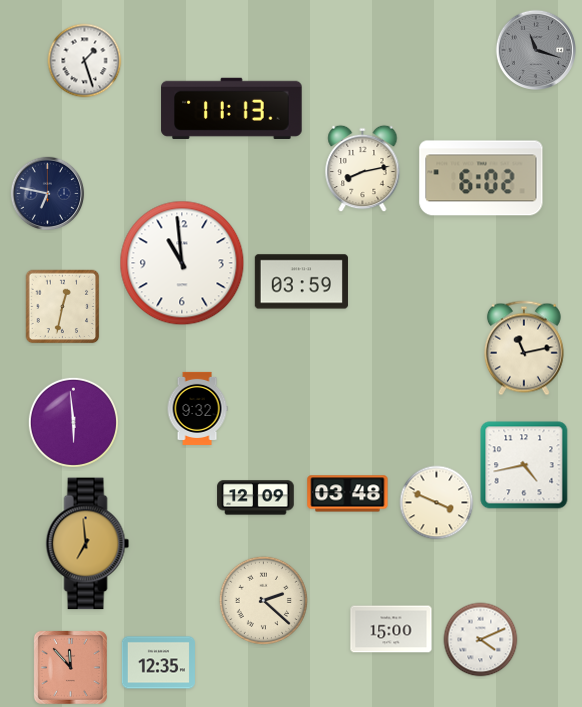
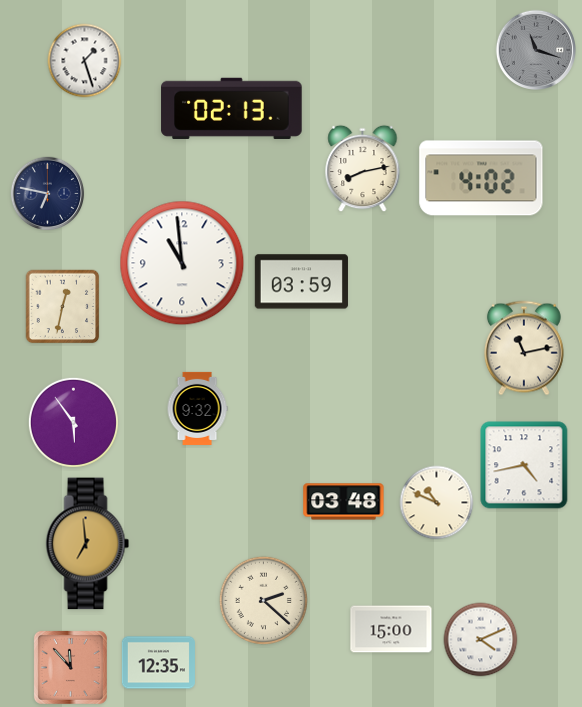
clock at (232, 108): 11:13 -> 02:13
clock at (481, 178): 6:02 -> 4:02
clock at (73, 422): 5:59 -> 5:54
clock at (348, 494) position: (348, 494) -> (344, 502)
clock at (256, 498): 12:09 -> none
clock at (437, 503): 3:49 -> 10:49
